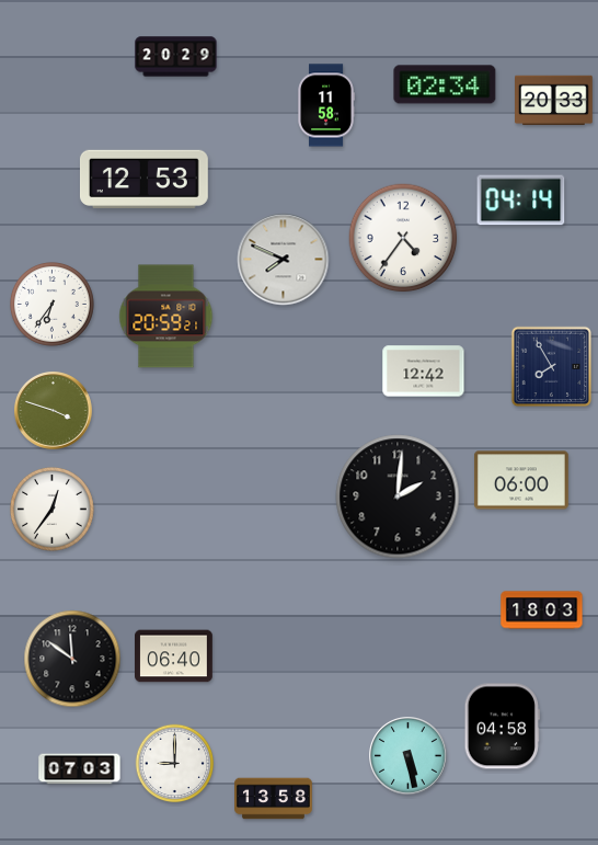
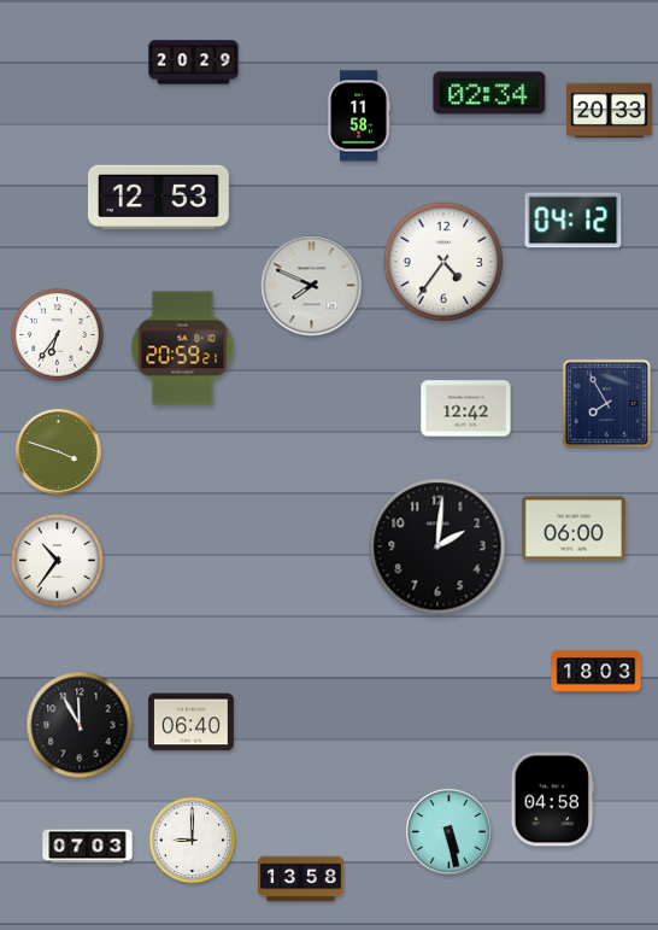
clock at (521, 201): 04:14 -> 04:12
clock at (53, 510): 12:36 -> 10:36
clock at (72, 659): 11:51 -> 11:55
